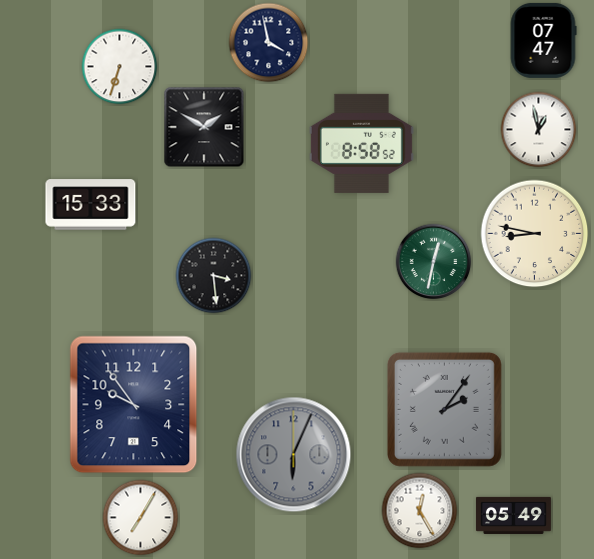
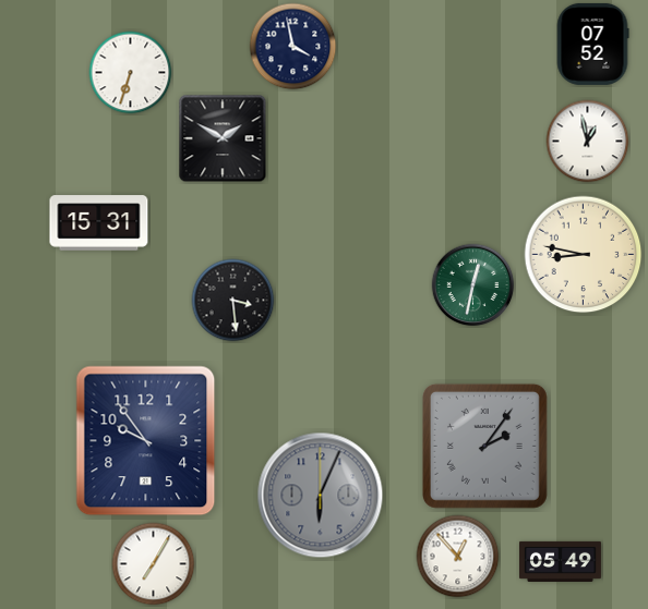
clock at (543, 40): 07:47 -> 07:52
clock at (361, 143): 8:58 -> none
clock at (91, 205): 15:33 -> 15:31
clock at (420, 511): 12:25 -> 12:53
